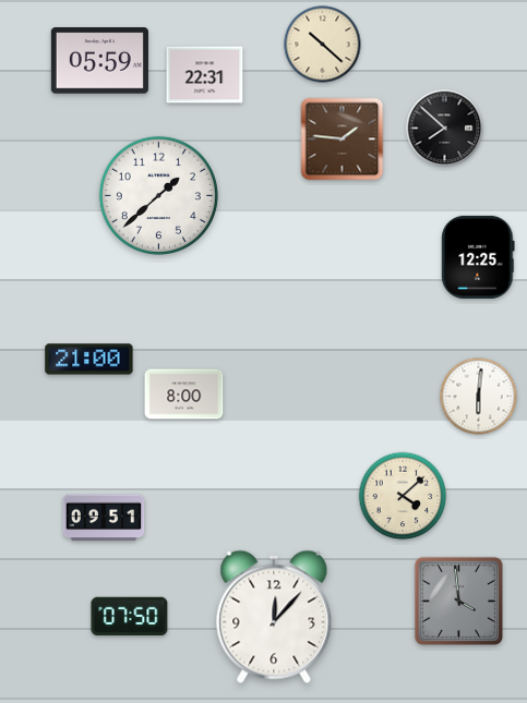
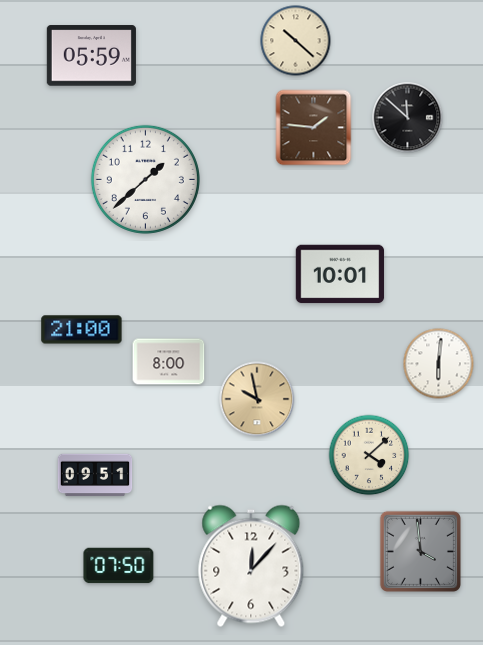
clock at (205, 75): 22:31 -> none
clock at (445, 129): 7:52 -> 11:52
clock at (478, 257): 12:25 -> none
clock at (340, 274): none -> 10:01
clock at (257, 399): none -> 9:58
